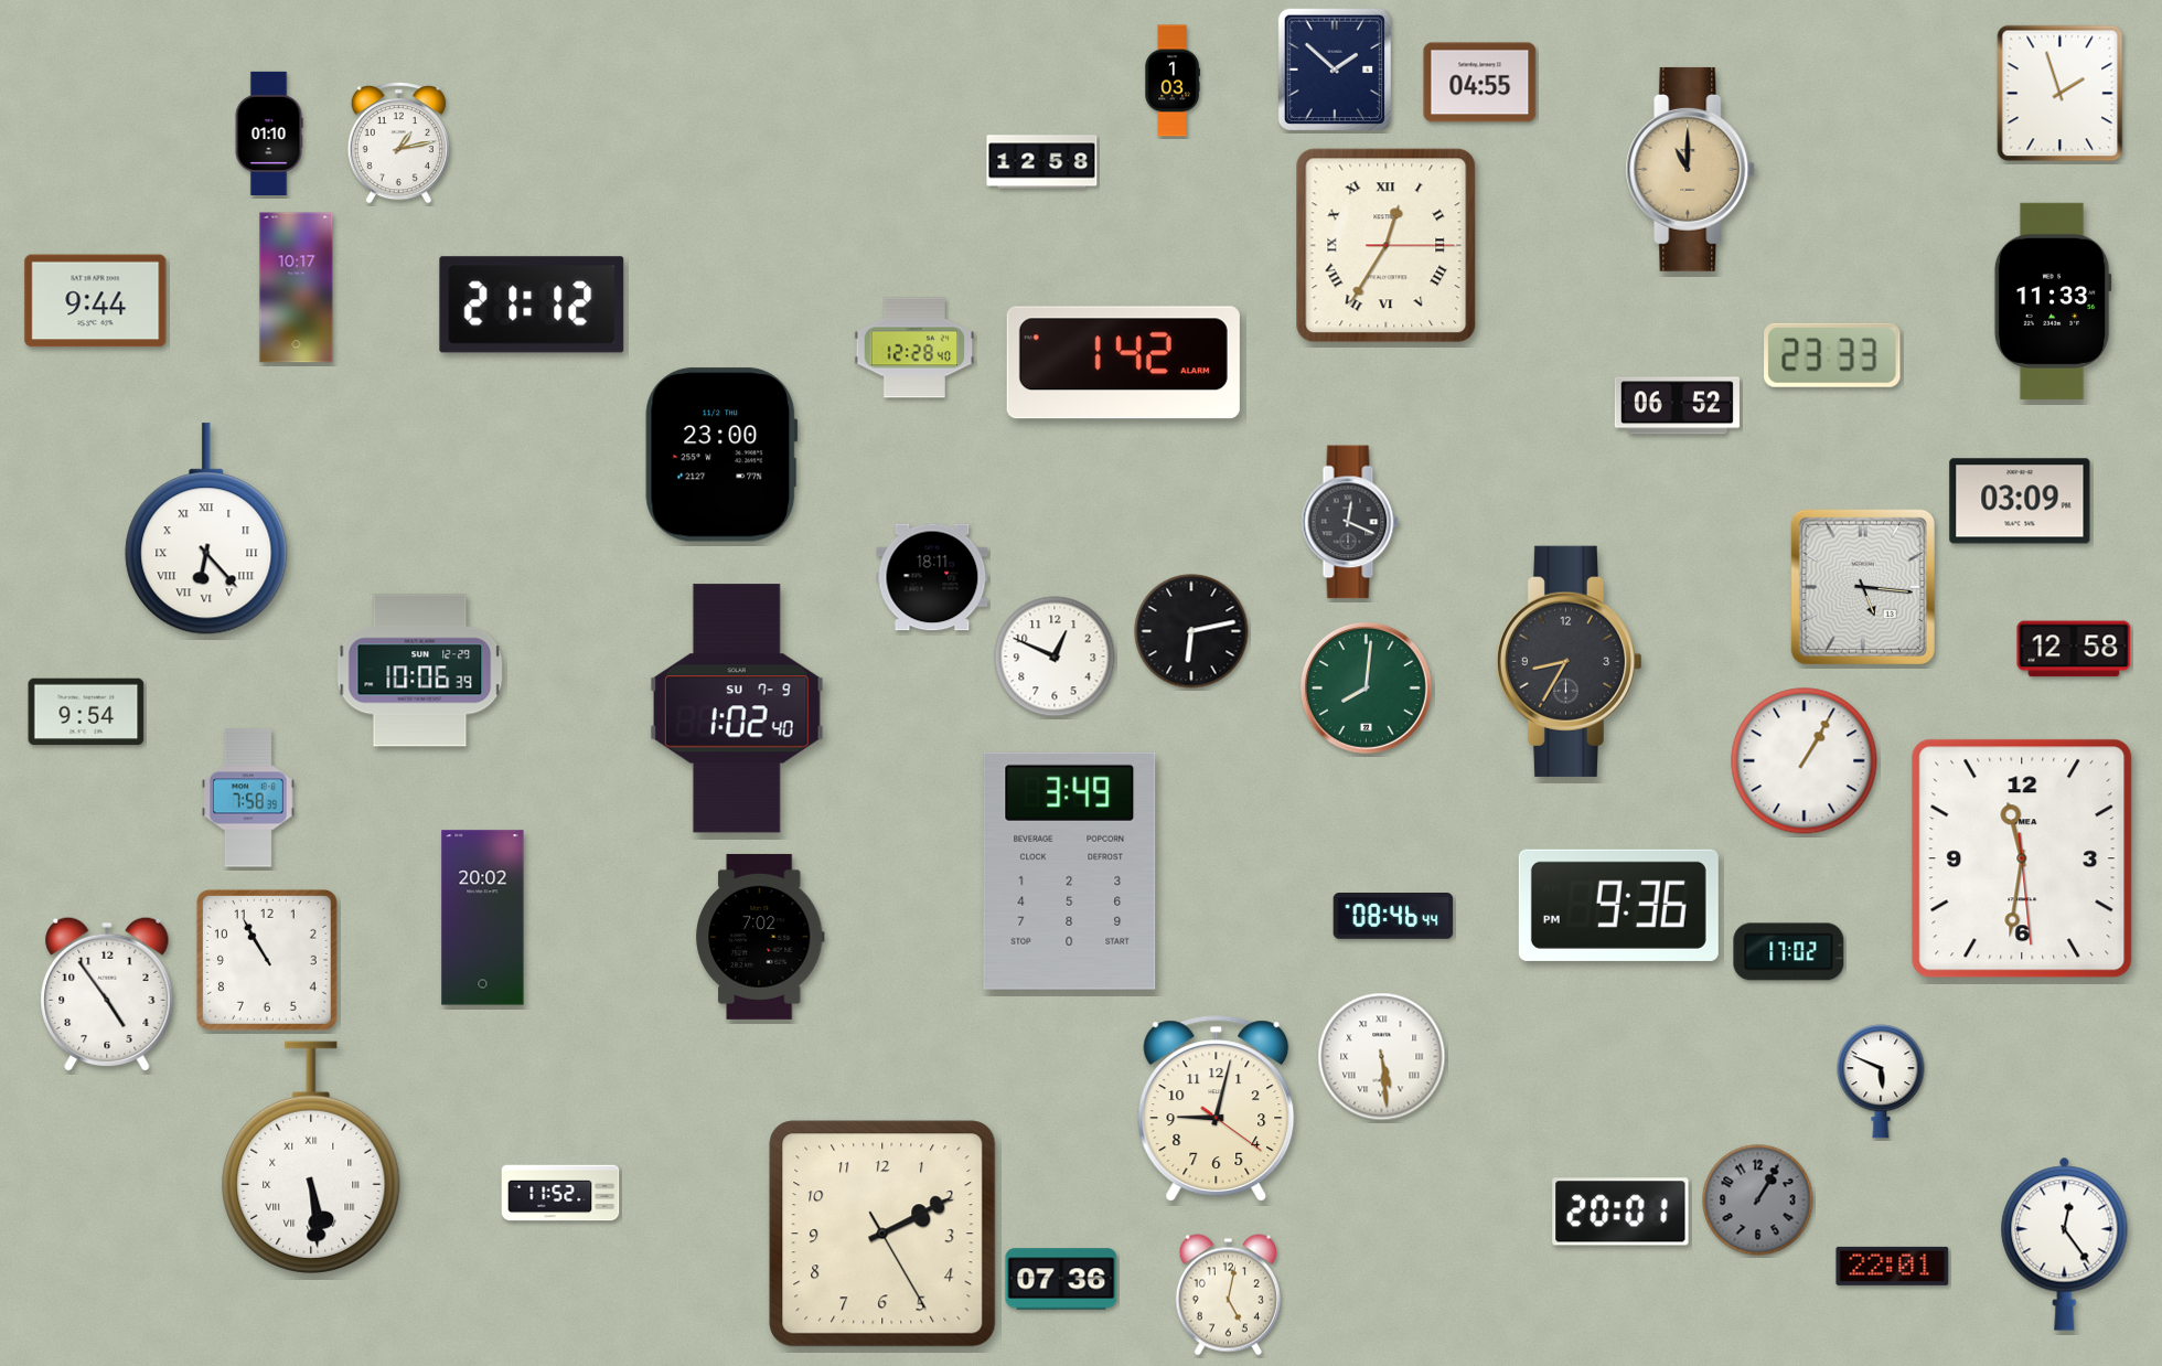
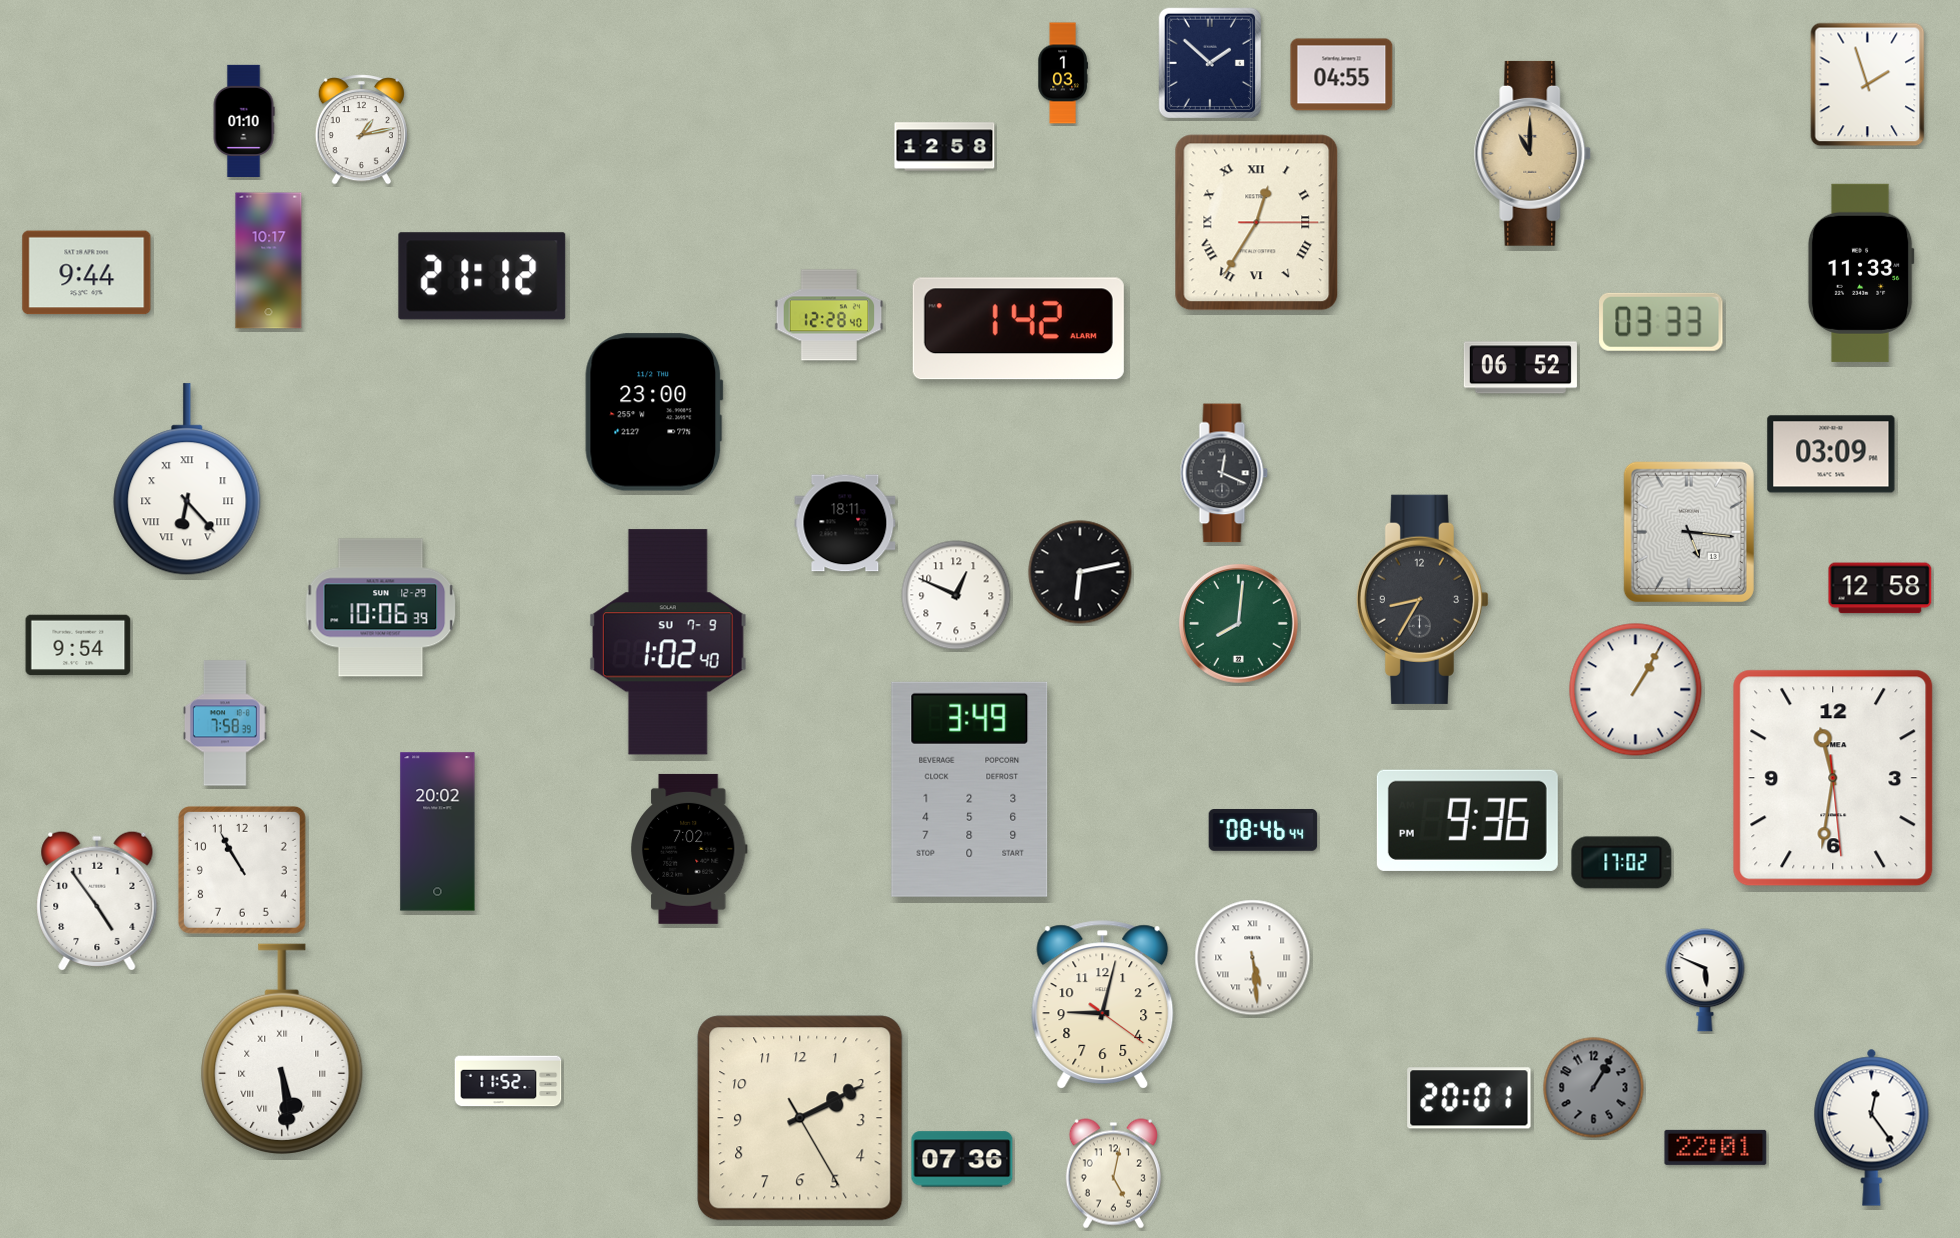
clock at (1832, 355): 23:33 -> 03:33
